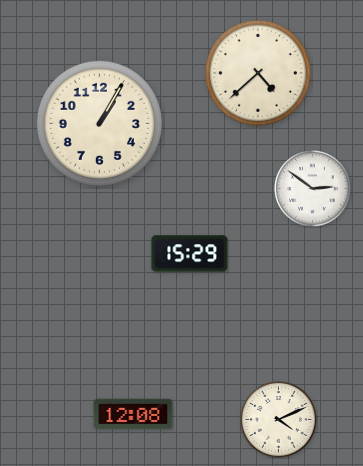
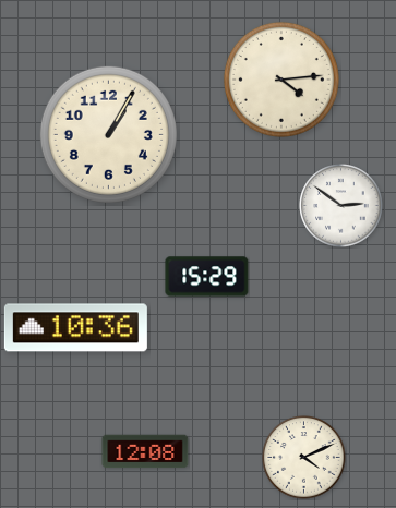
clock at (258, 73): 4:38 -> 4:14
clock at (75, 328): none -> 10:36
